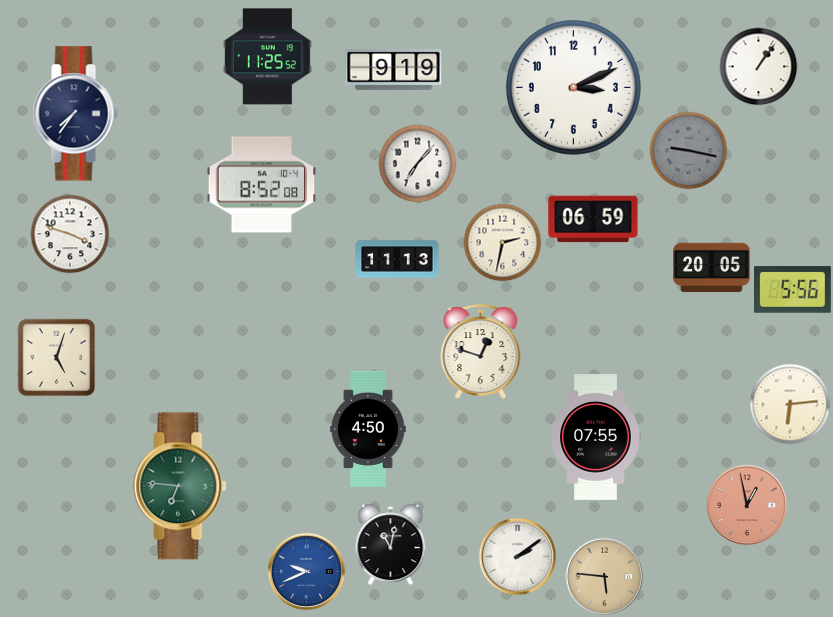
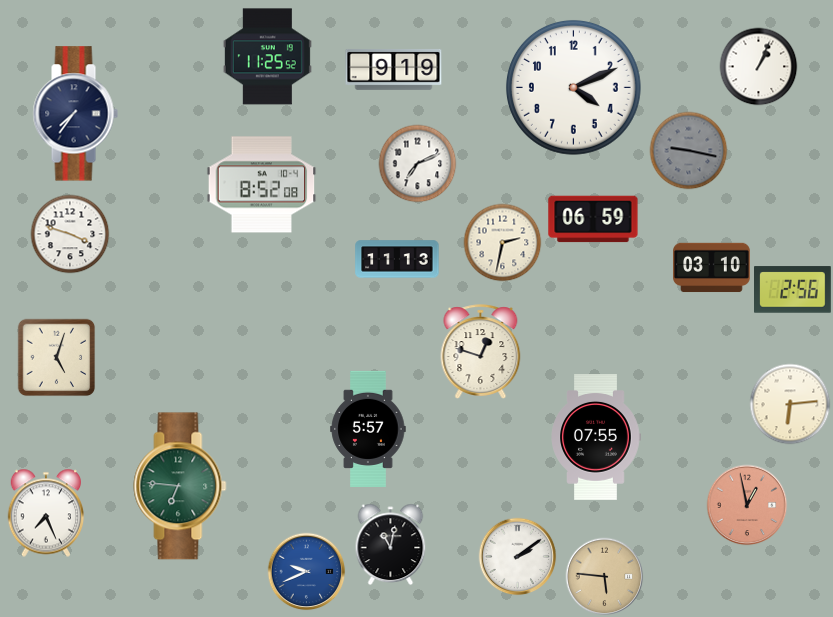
clock at (758, 66): 1:06 -> 1:04
clock at (573, 87): 3:11 -> 4:11
clock at (417, 163): 7:07 -> 7:11
clock at (712, 268): 20:05 -> 03:10
clock at (793, 290): 5:56 -> 2:56
clock at (368, 428): 4:50 -> 5:57
clock at (46, 513): none -> 7:26
